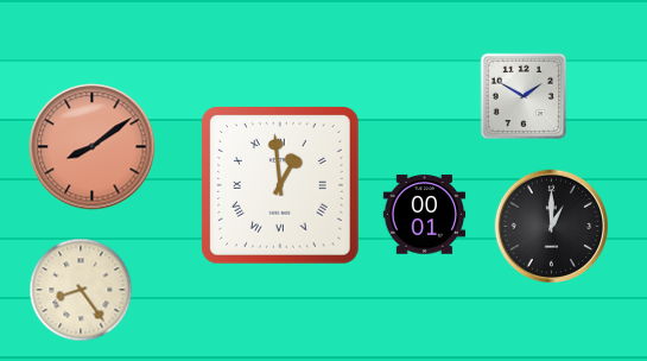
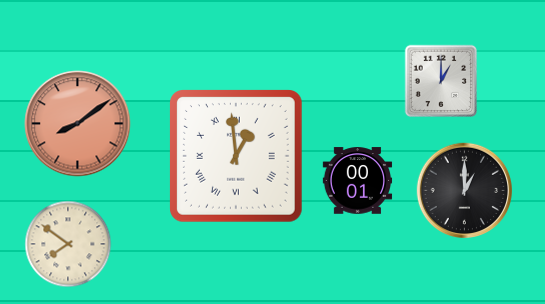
clock at (524, 96): 1:50 -> 1:00
clock at (81, 290): 8:24 -> 7:51
